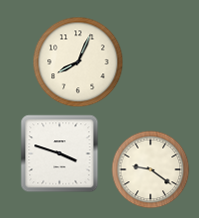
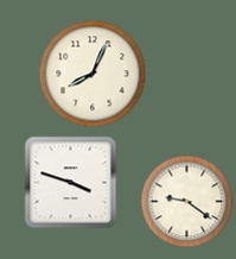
clock at (150, 169) position: (150, 169) -> (186, 201)
